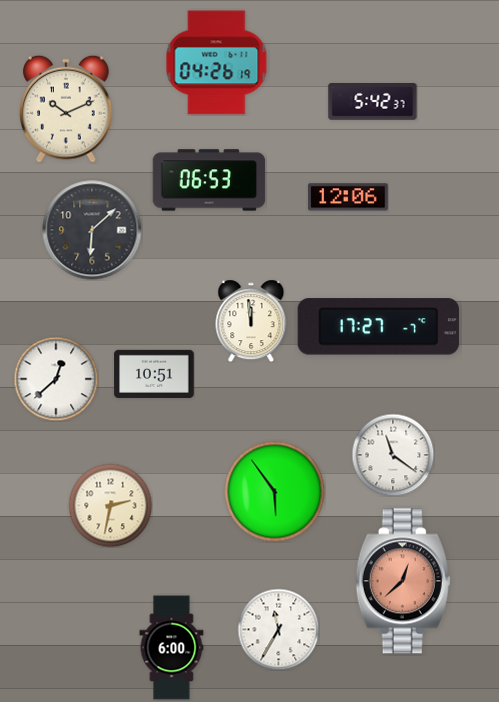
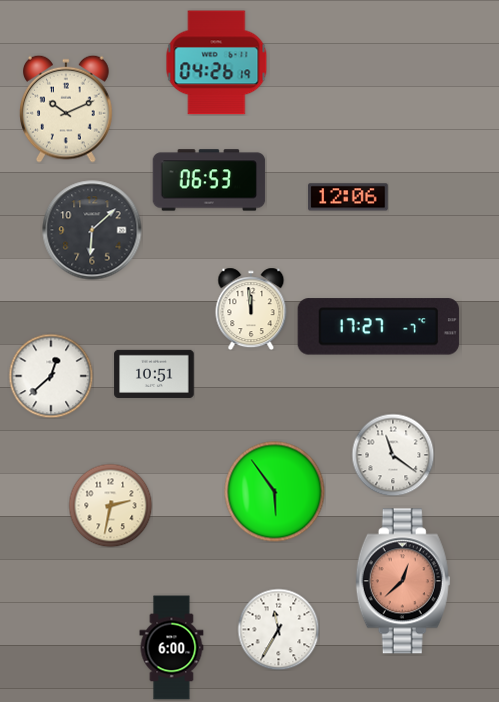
clock at (373, 102): 5:42 -> none
clock at (251, 321) position: (251, 321) -> (251, 309)
clock at (56, 379) position: (56, 379) -> (51, 376)
